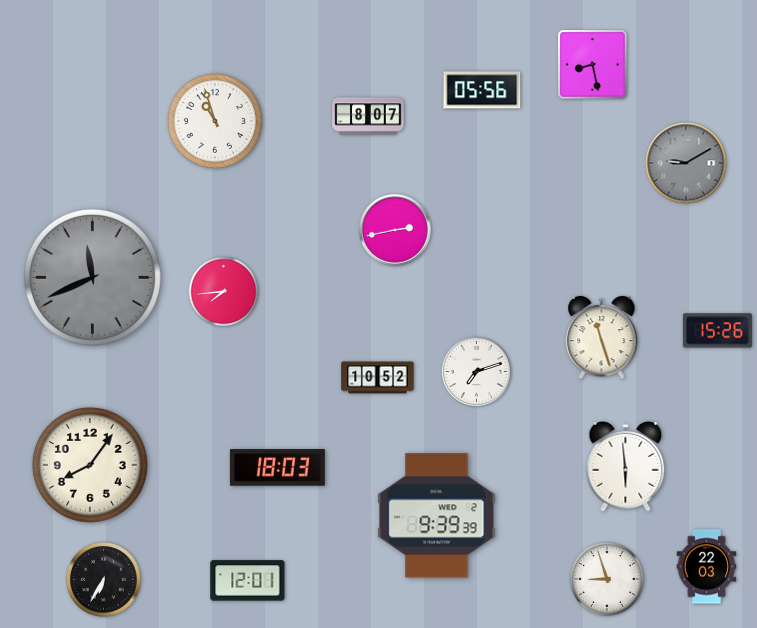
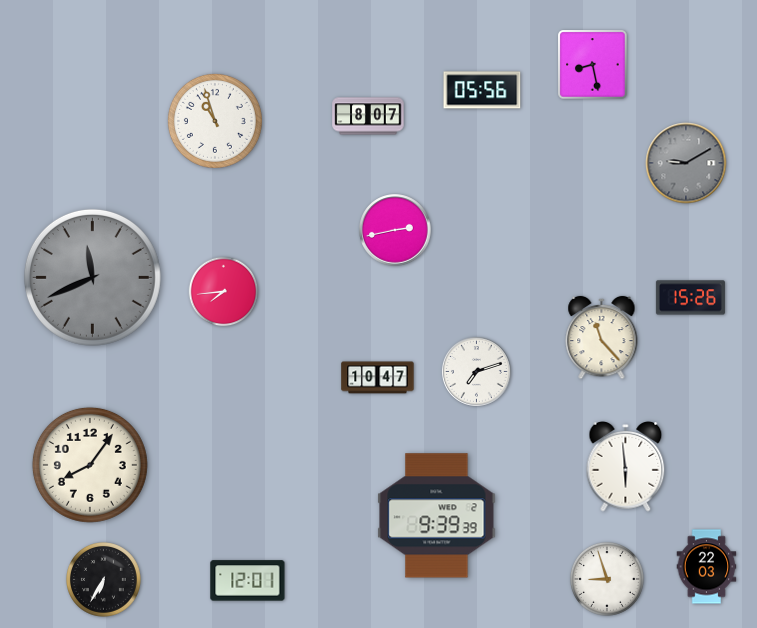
clock at (717, 331) position: (717, 331) -> (690, 298)
clock at (602, 338): 11:27 -> 11:23
clock at (378, 378): 10:52 -> 10:47
clock at (277, 468): 18:03 -> none
